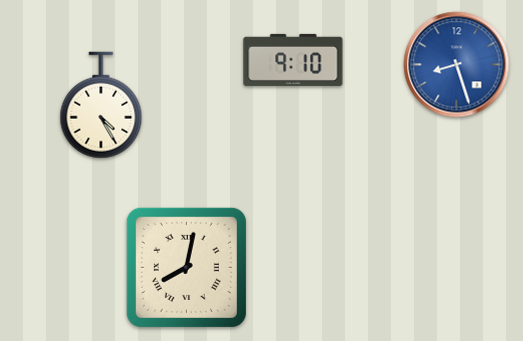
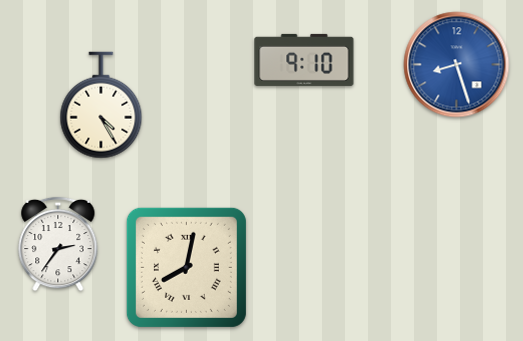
clock at (293, 60) position: (293, 60) -> (304, 60)
clock at (58, 244): none -> 2:36
